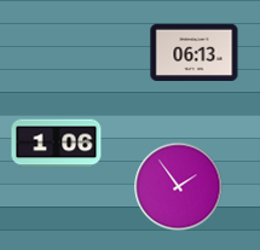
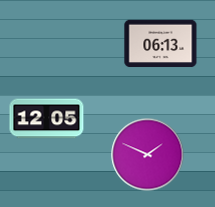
clock at (57, 144): 1:06 -> 12:05
clock at (179, 187): 1:54 -> 1:49
